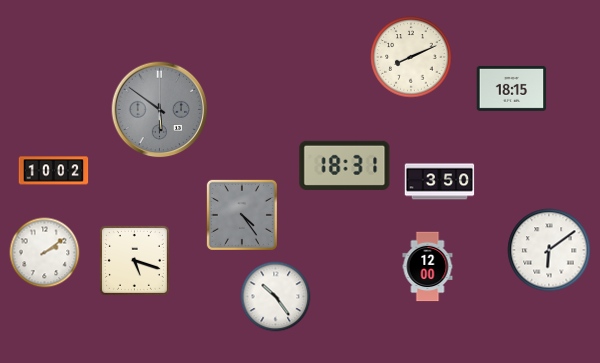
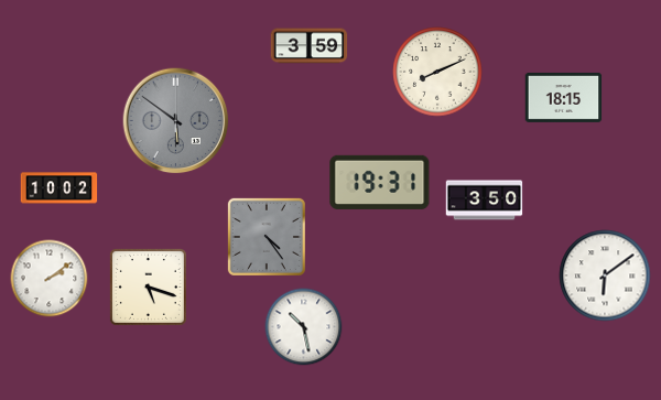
clock at (310, 46): none -> 3:59
clock at (411, 57) position: (411, 57) -> (437, 72)
clock at (345, 165): 18:31 -> 19:31
clock at (428, 267): 12:00 -> none
clock at (276, 297): 10:24 -> 10:28
